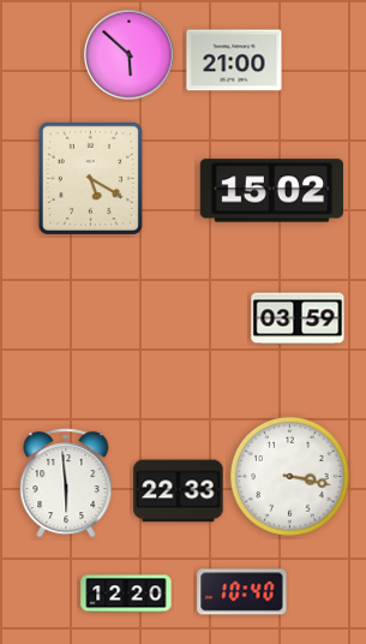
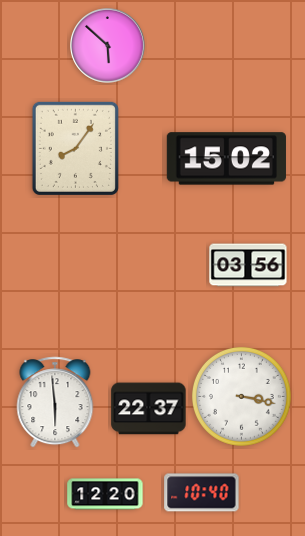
clock at (234, 60): 21:00 -> none
clock at (90, 178): 5:20 -> 8:06
clock at (298, 318): 03:59 -> 03:56
clock at (179, 491): 22:33 -> 22:37
